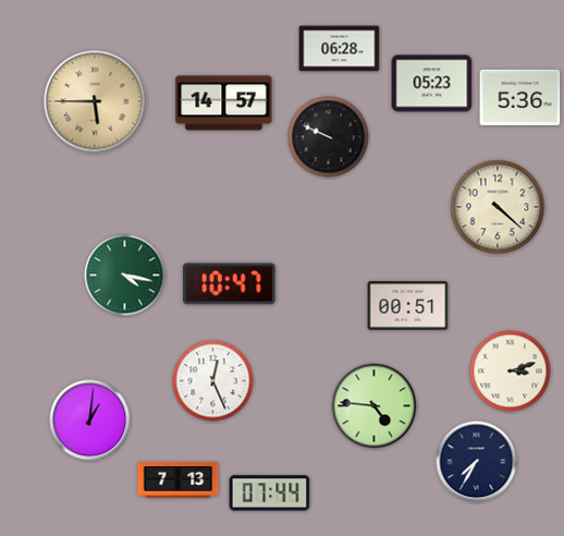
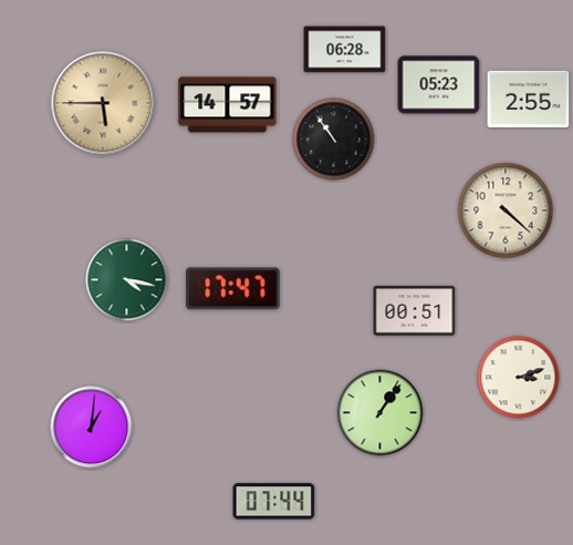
clock at (520, 97): 5:36 -> 2:55
clock at (95, 101) position: (95, 101) -> (103, 103)
clock at (329, 137): 9:49 -> 10:54
clock at (230, 284): 10:47 -> 17:47
clock at (213, 381): 12:26 -> none
clock at (375, 406): 4:46 -> 1:06
clock at (477, 462): 7:35 -> none
clock at (179, 480): 7:13 -> none
